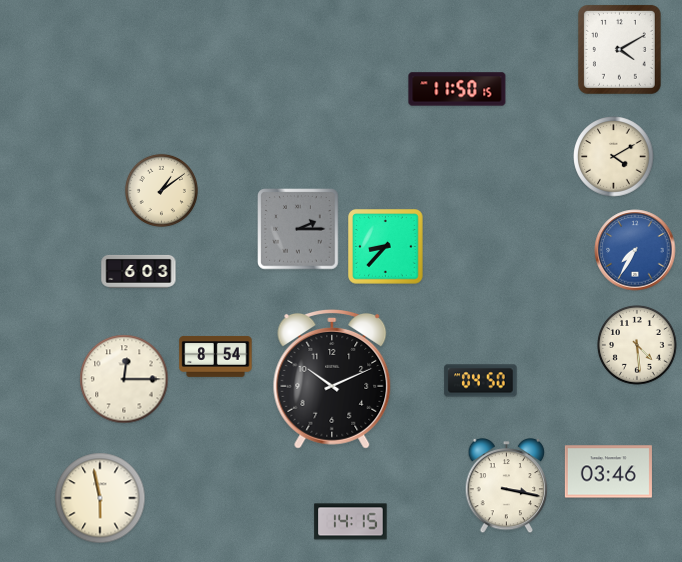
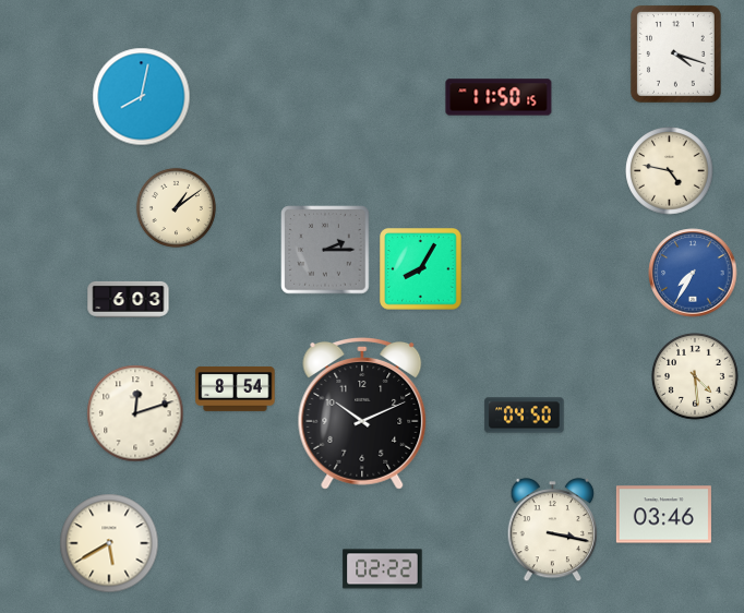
clock at (619, 49): 4:10 -> 4:18
clock at (142, 97): none -> 8:02
clock at (614, 157): 4:10 -> 4:47
clock at (386, 247): 8:37 -> 8:05
clock at (139, 271) position: (139, 271) -> (129, 299)
clock at (124, 379): 12:15 -> 12:12
clock at (100, 498): 5:58 -> 5:40
clock at (351, 522): 14:15 -> 02:22
